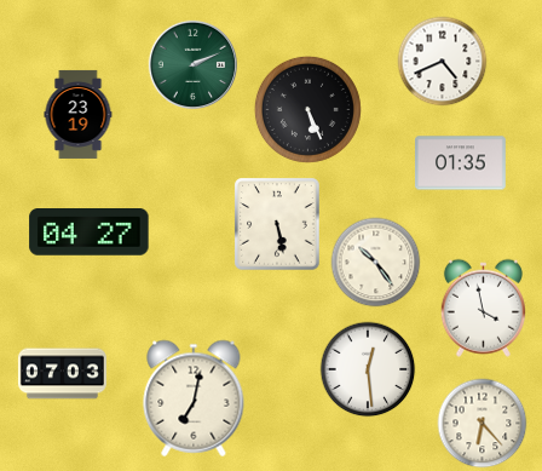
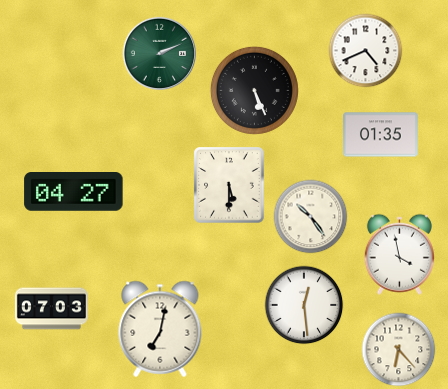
clock at (79, 114): 23:19 -> none
clock at (277, 224): 5:28 -> 5:30
